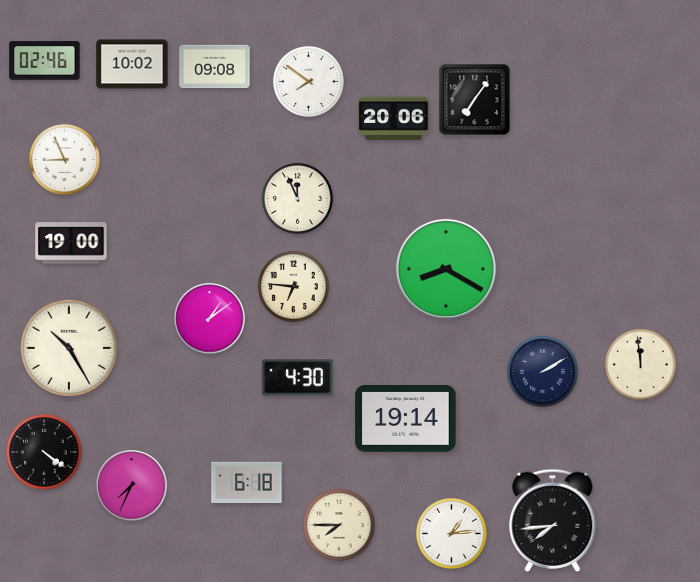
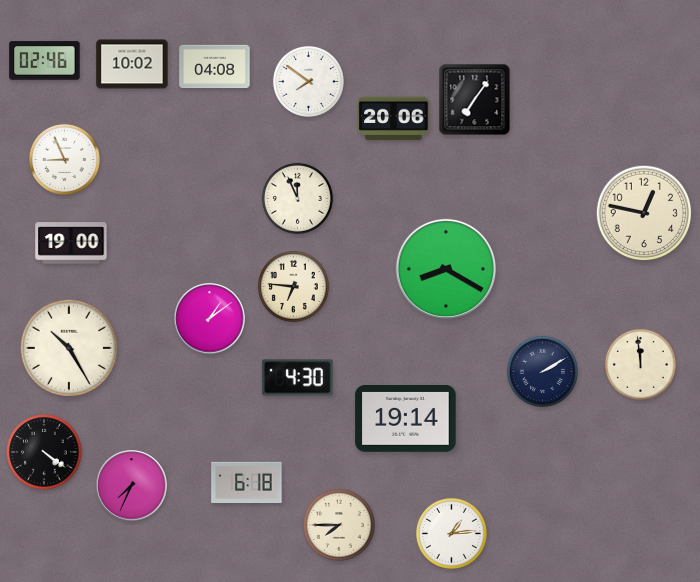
clock at (215, 67): 09:08 -> 04:08
clock at (644, 213): none -> 12:47
clock at (553, 520): 7:44 -> none
